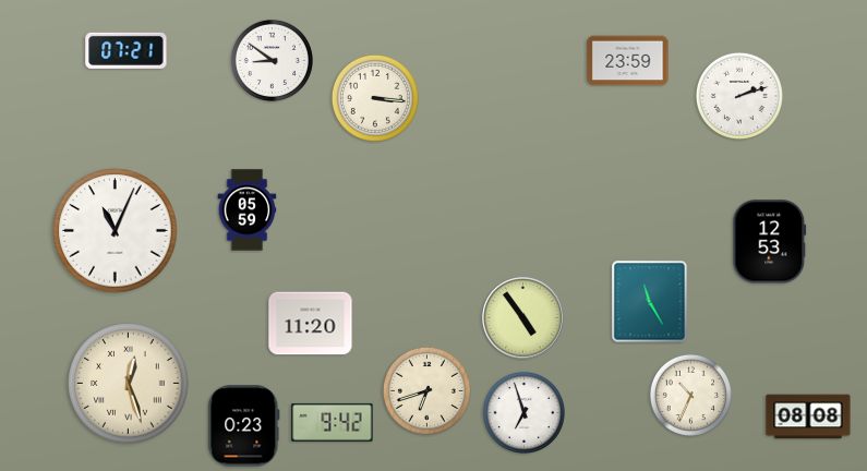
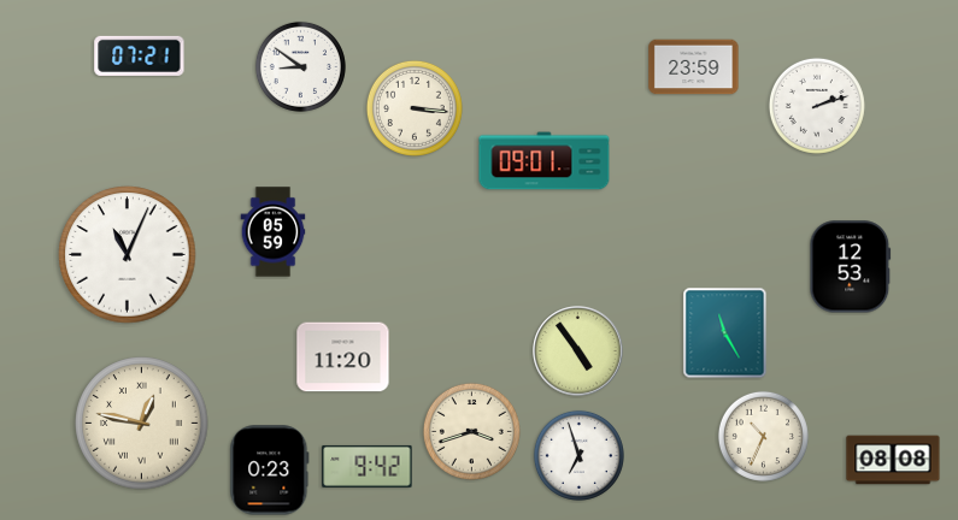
clock at (545, 161): none -> 09:01
clock at (650, 302) position: (650, 302) -> (725, 333)
clock at (129, 384): 12:27 -> 12:47
clock at (426, 390): 6:42 -> 3:42
